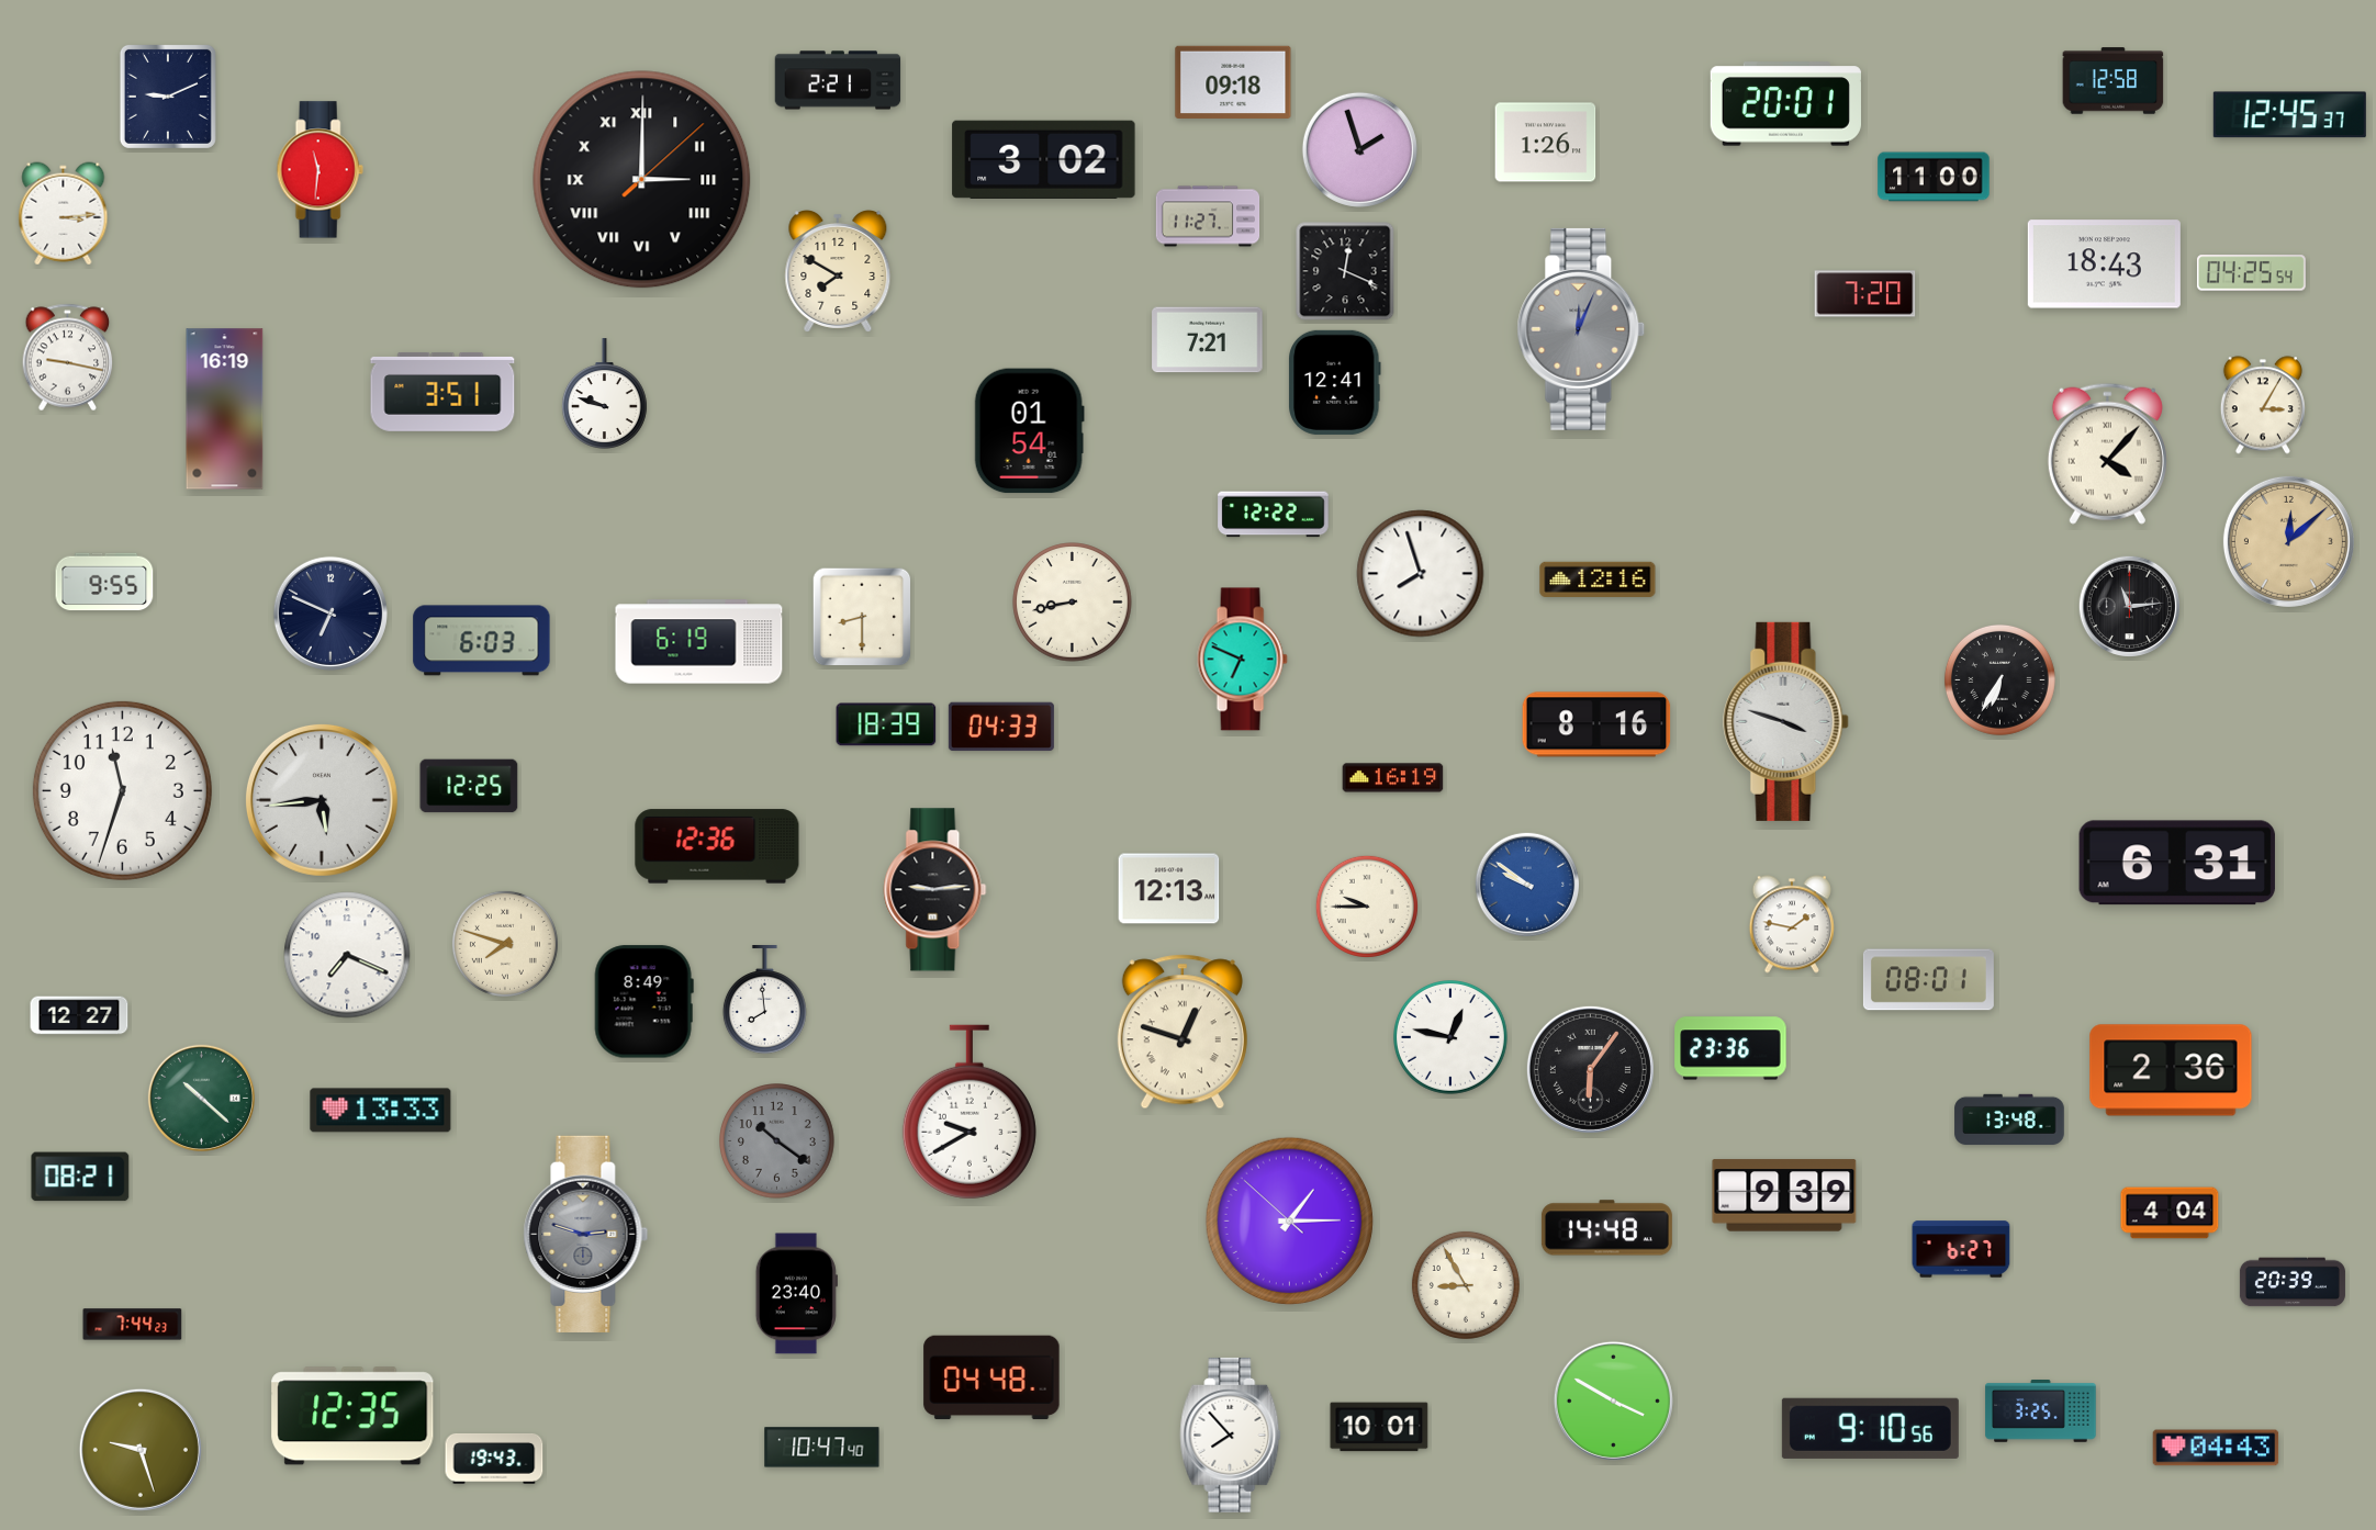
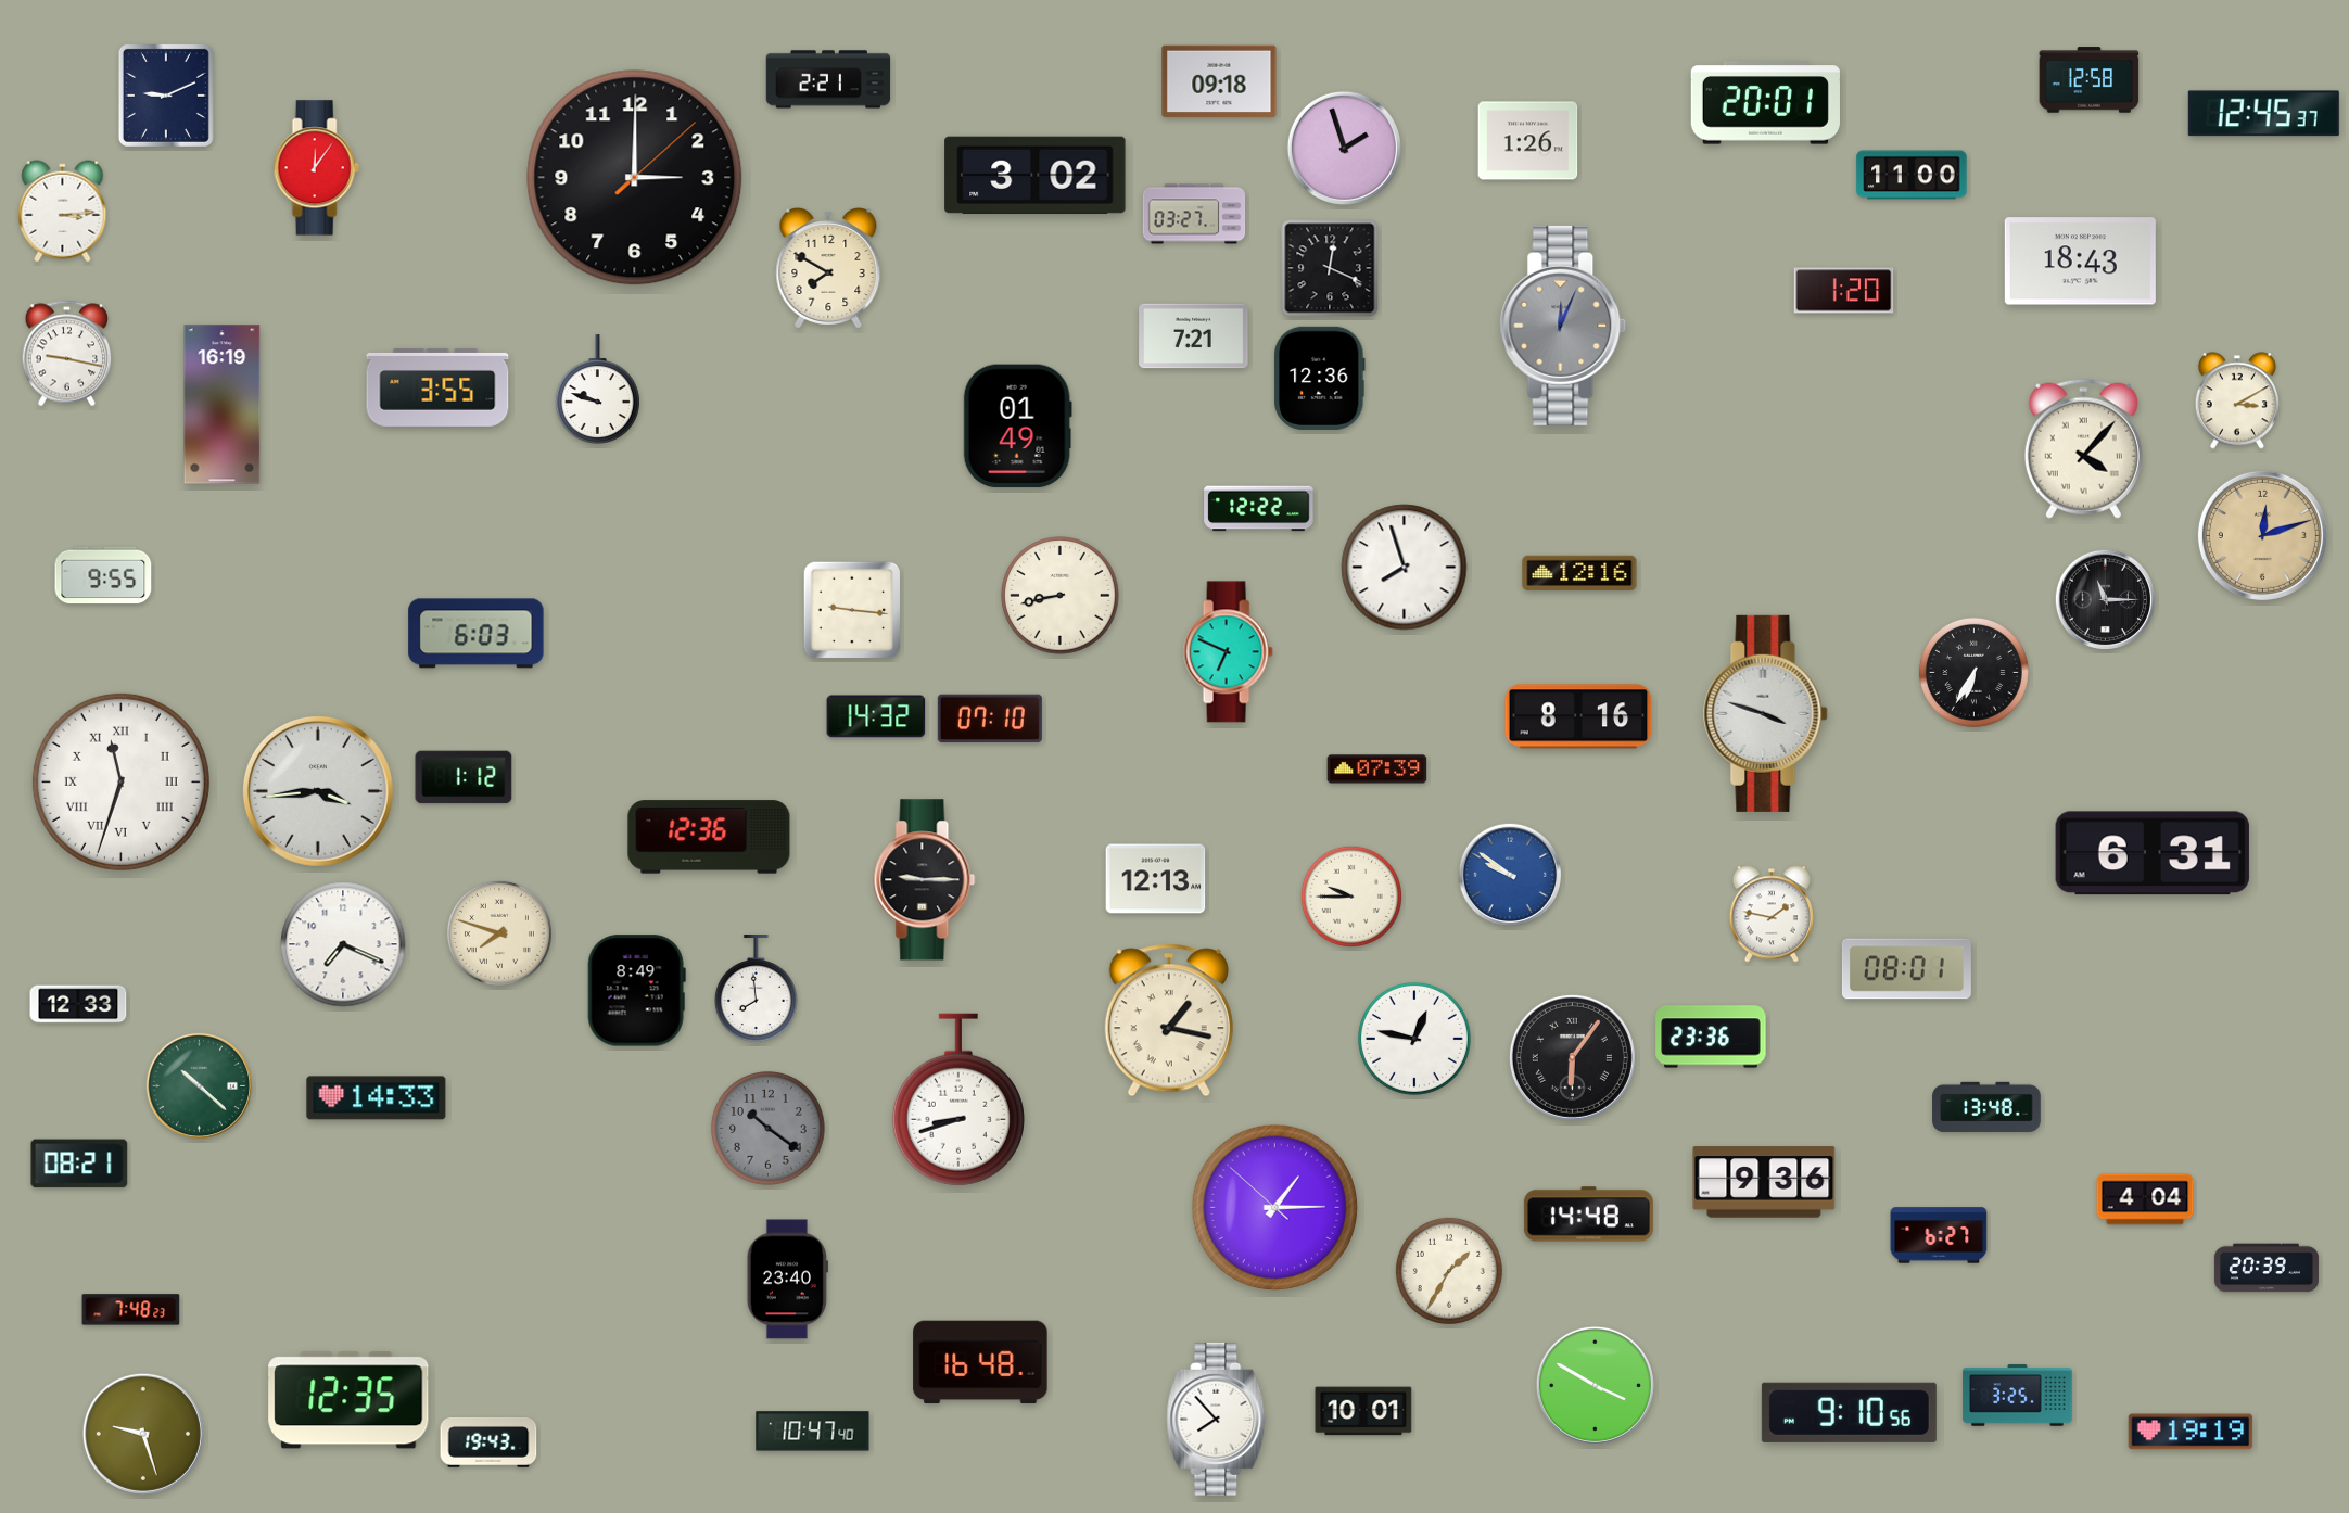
clock at (1044, 159) position: (1044, 159) -> (1036, 175)
clock at (320, 170): 11:31 -> 12:06
clock at (642, 180) numerals: Roman -> Arabic
clock at (1208, 216): 11:27 -> 03:27
clock at (2251, 273): 04:25 -> none
clock at (1865, 294): 7:20 -> 1:20
clock at (1335, 382): 12:41 -> 12:36
clock at (442, 392): 3:51 -> 3:55
clock at (2263, 405): 3:05 -> 3:10
clock at (1029, 431): 01:54 -> 01:49
clock at (2288, 541): 12:08 -> 12:12
clock at (2129, 606): 11:14 -> 11:15
clock at (330, 614): 6:49 -> none
clock at (862, 617): 8:30 -> 9:16
clock at (699, 642): 6:19 -> none
clock at (1999, 679) position: (1999, 679) -> (1973, 672)
clock at (886, 724): 18:39 -> 14:32
clock at (1001, 727): 04:33 -> 07:10
clock at (1393, 778): 16:19 -> 07:39
clock at (469, 786): 12:25 -> 1:12
clock at (122, 790) numerals: Arabic -> Roman
clock at (322, 800): 5:44 -> 3:44
clock at (935, 890): 9:14 -> 9:15
clock at (79, 1015): 12:27 -> 12:33
clock at (1183, 1032): 12:48 -> 1:17
clock at (1452, 1038) position: (1452, 1038) -> (1415, 1040)
clock at (2171, 1070): 2:36 -> none
clock at (381, 1111): 13:33 -> 14:33
clock at (970, 1112): 9:40 -> 8:42
clock at (1784, 1195): 9:39 -> 9:36
clock at (586, 1234): 2:48 -> none
clock at (1466, 1285): 8:55 -> 1:35
clock at (133, 1325): 7:44 -> 7:48
clock at (991, 1377): 04:48 -> 16:48
clock at (2216, 1448): 04:43 -> 19:19
clock at (141, 1450) position: (141, 1450) -> (143, 1434)
